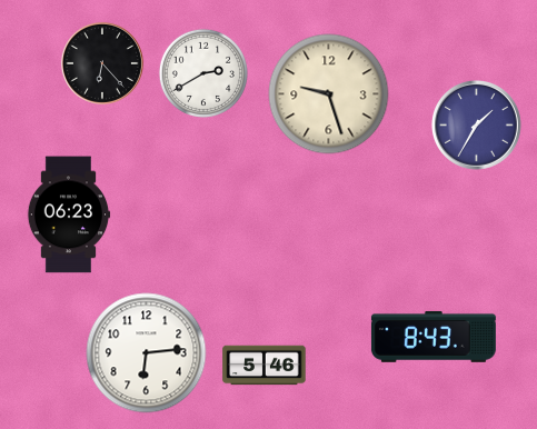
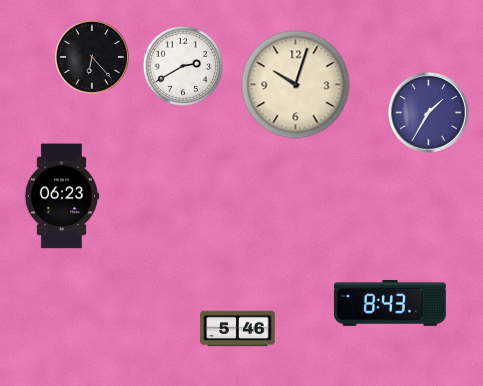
clock at (329, 94): 9:27 -> 10:03
clock at (69, 214) position: (69, 214) -> (62, 196)
clock at (147, 353): 6:14 -> none
